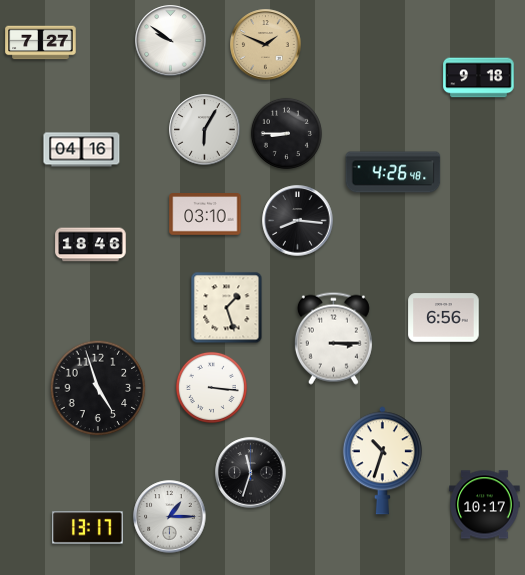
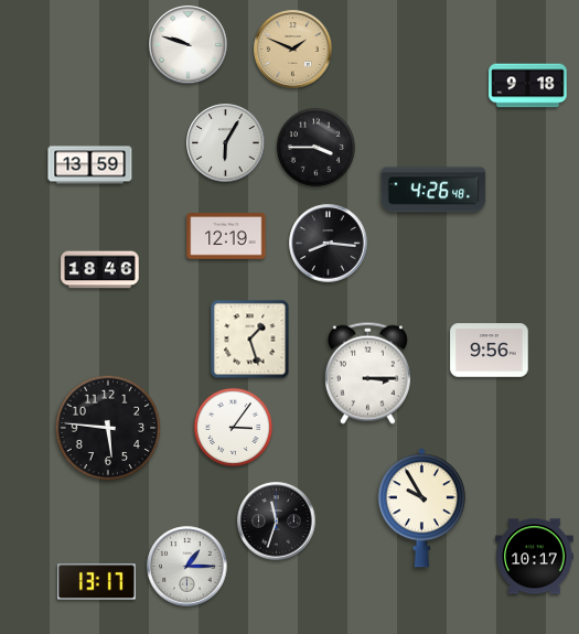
clock at (171, 41): 9:51 -> 9:48
clock at (41, 43): 7:27 -> none
clock at (286, 133): 8:45 -> 3:45
clock at (82, 150): 04:16 -> 13:59
clock at (205, 214): 03:10 -> 12:19
clock at (444, 318): 6:56 -> 9:56
clock at (211, 387): 3:16 -> 3:06
clock at (98, 388): 4:57 -> 5:46
clock at (382, 461): 10:33 -> 9:55
clock at (170, 517) position: (170, 517) -> (187, 567)
